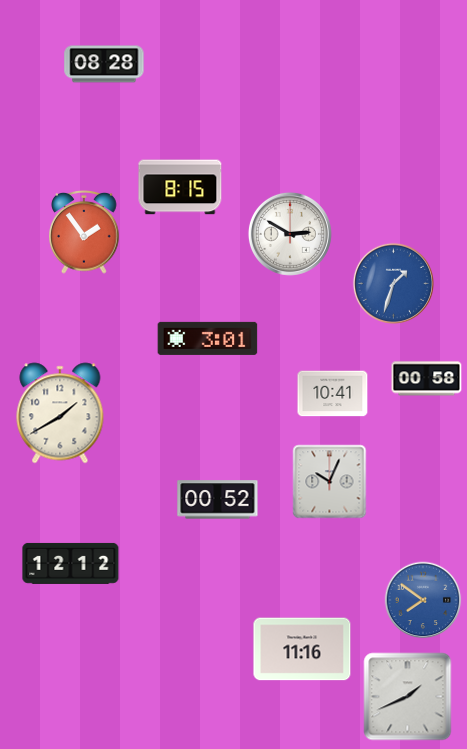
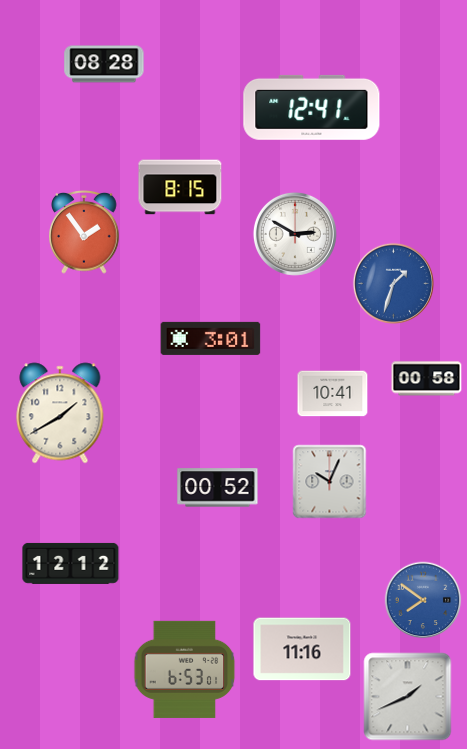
clock at (312, 107): none -> 12:41
clock at (290, 234) position: (290, 234) -> (295, 234)
clock at (208, 338) position: (208, 338) -> (211, 338)
clock at (218, 500) position: (218, 500) -> (218, 488)
clock at (185, 669): none -> 6:53
